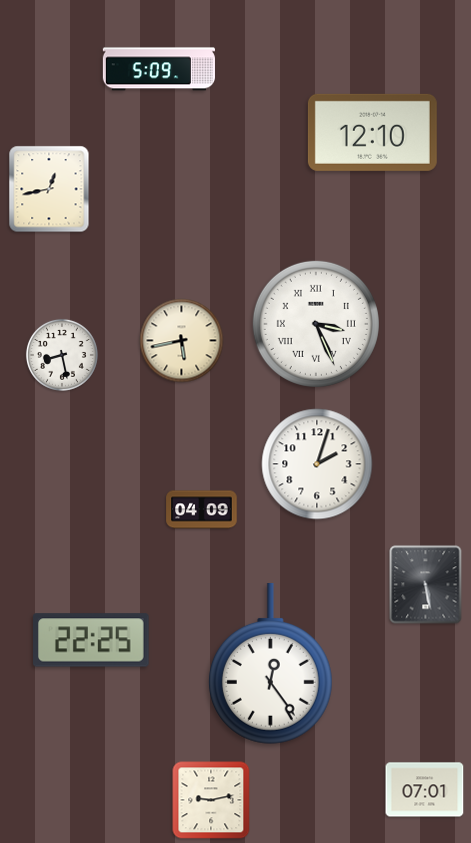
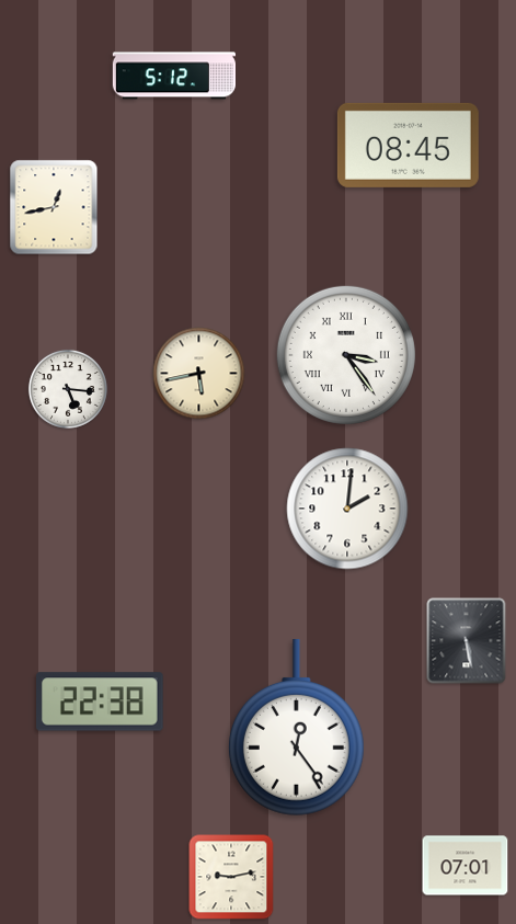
clock at (159, 69): 5:09 -> 5:12
clock at (372, 132): 12:10 -> 08:45
clock at (316, 324): 3:26 -> 3:24
clock at (62, 355): 8:28 -> 5:16
clock at (317, 464): 2:03 -> 2:01
clock at (202, 510): 04:09 -> none
clock at (91, 640): 22:25 -> 22:38
